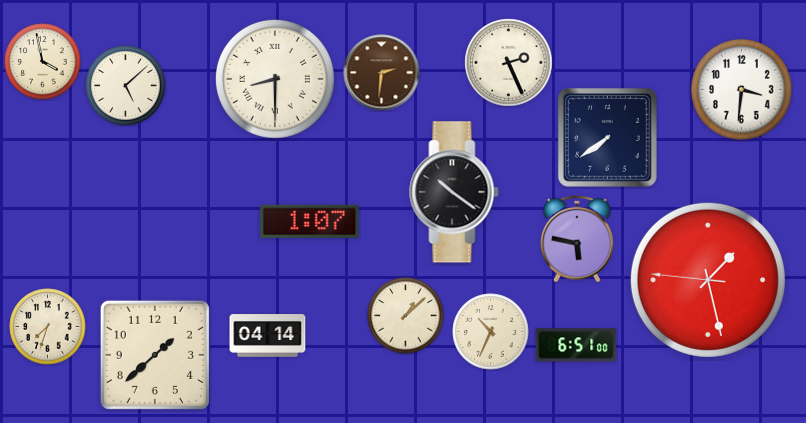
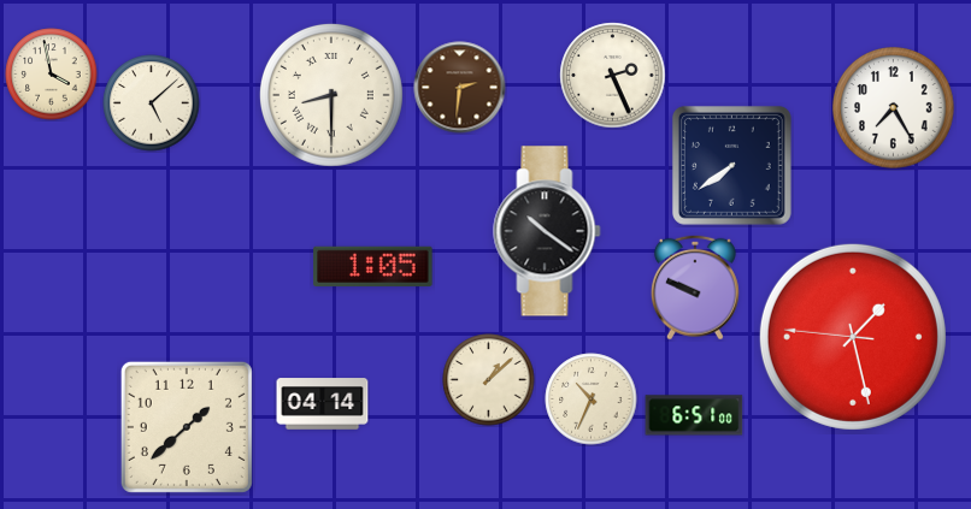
clock at (742, 90): 3:31 -> 7:25
clock at (310, 221): 1:07 -> 1:05
clock at (577, 239): 5:47 -> 9:49
clock at (48, 327): 7:33 -> none
